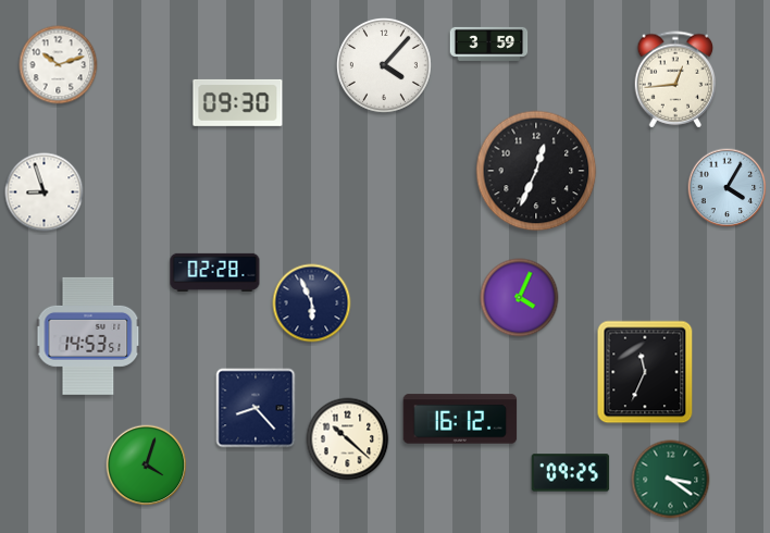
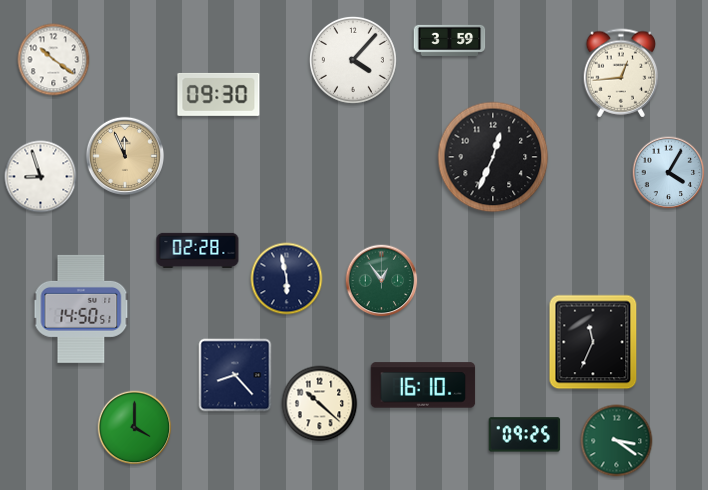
clock at (59, 65): 10:12 -> 10:21
clock at (124, 155): none -> 11:56
clock at (520, 298): 4:04 -> none
clock at (312, 303): 5:56 -> 5:58
clock at (382, 281): none -> 12:54
clock at (88, 336): 14:53 -> 14:50
clock at (460, 419): 16:12 -> 16:10
clock at (147, 466): 4:03 -> 4:00
